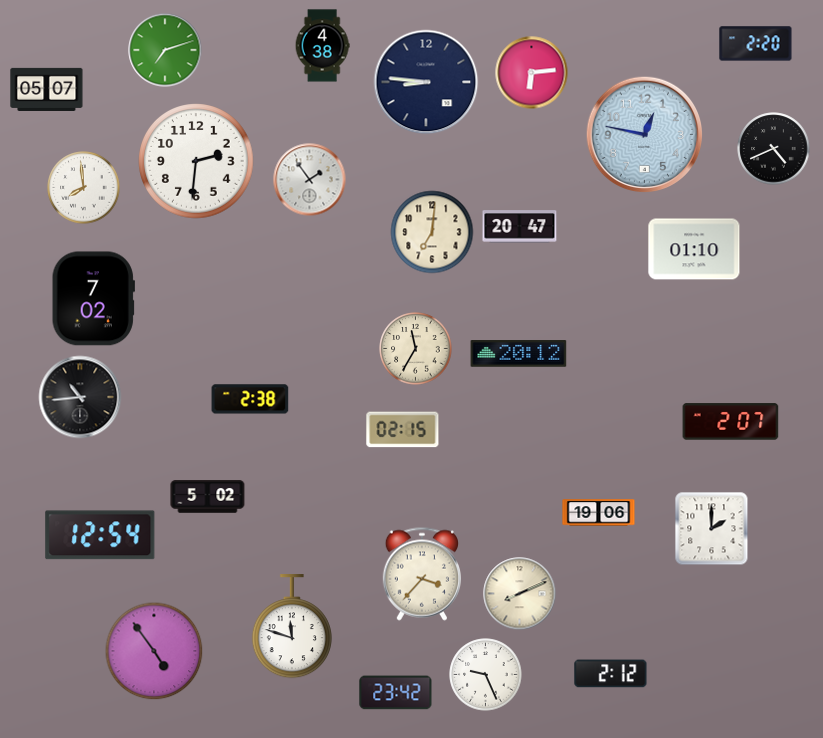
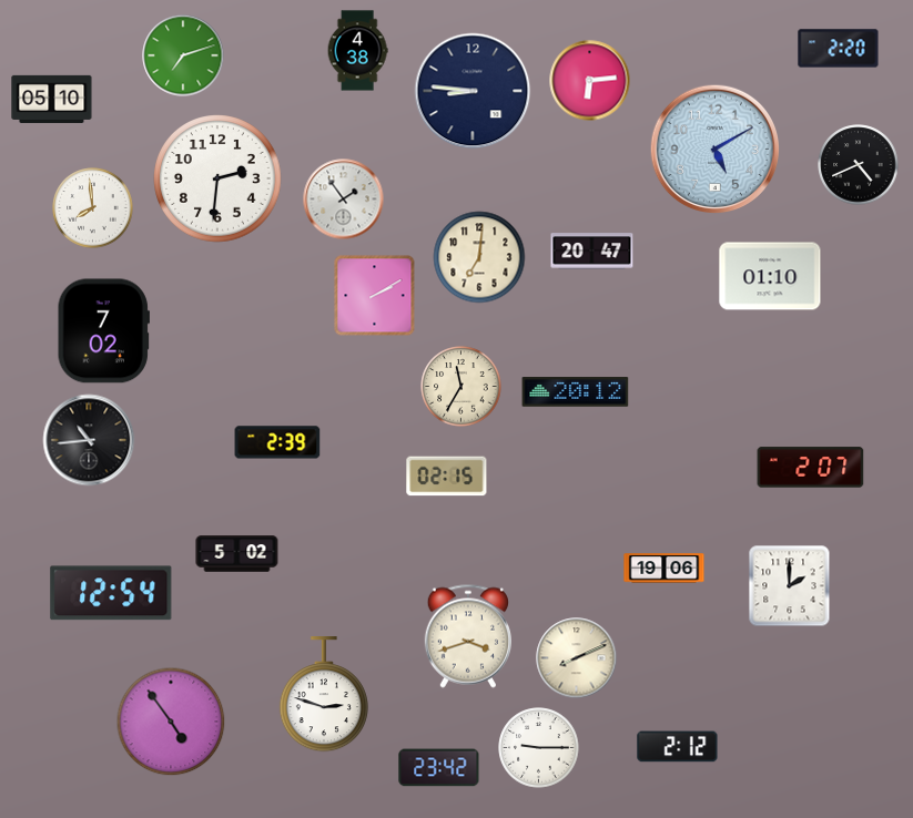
clock at (47, 89): 05:07 -> 05:10
clock at (644, 134): 12:47 -> 5:10
clock at (520, 227) position: (520, 227) -> (592, 252)
clock at (375, 296): none -> 2:10
clock at (250, 399): 2:38 -> 2:39
clock at (208, 497) position: (208, 497) -> (237, 554)
clock at (421, 574): 3:37 -> 3:42
clock at (292, 627): 11:48 -> 2:48
clock at (486, 675): 9:26 -> 9:15
